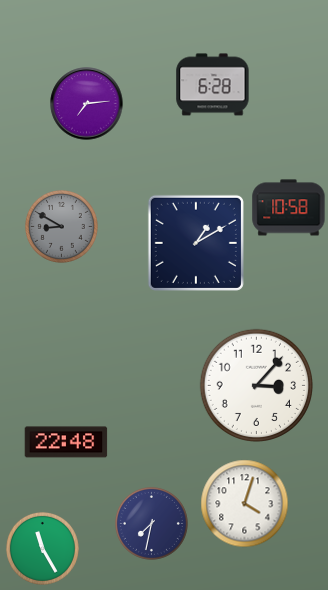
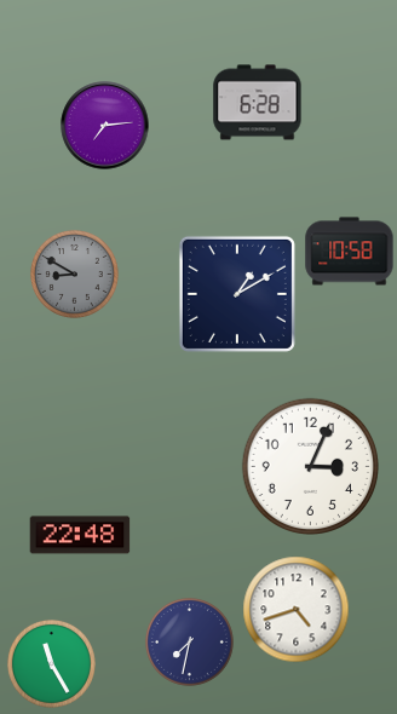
clock at (256, 385): 3:07 -> 3:04
clock at (245, 504): 4:03 -> 4:42
clock at (151, 523) position: (151, 523) -> (189, 641)
